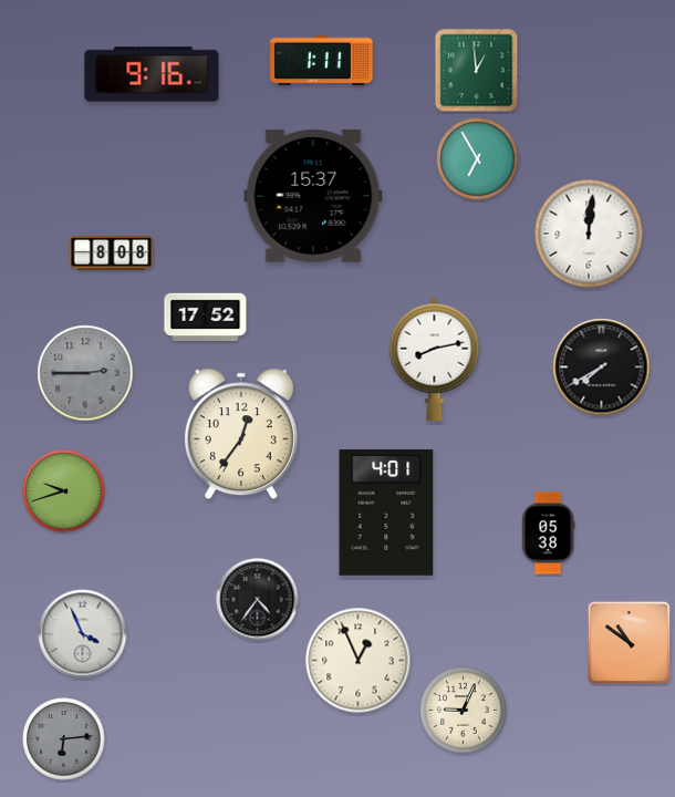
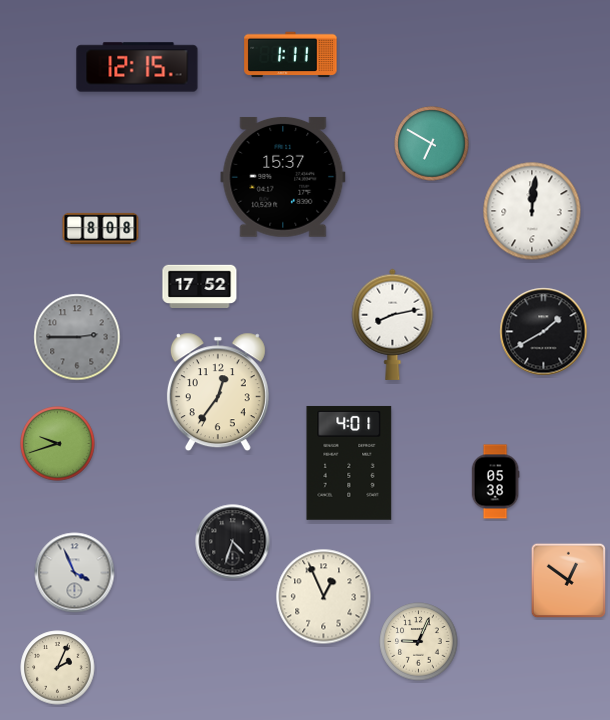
clock at (477, 71): 12:59 -> none
clock at (152, 74): 9:16 -> 12:15
clock at (478, 159): 6:55 -> 6:50
clock at (206, 318) position: (206, 318) -> (200, 287)
clock at (602, 368): 7:40 -> 1:40
clock at (258, 600): 4:36 -> 4:33
clock at (630, 643): 10:51 -> 12:51
clock at (64, 739): 6:14 -> 2:04
clock at (64, 739) dial: grey -> cream
